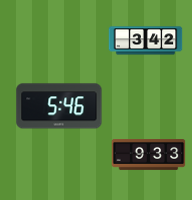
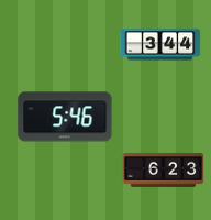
clock at (146, 41): 3:42 -> 3:44
clock at (149, 155): 9:33 -> 6:23
